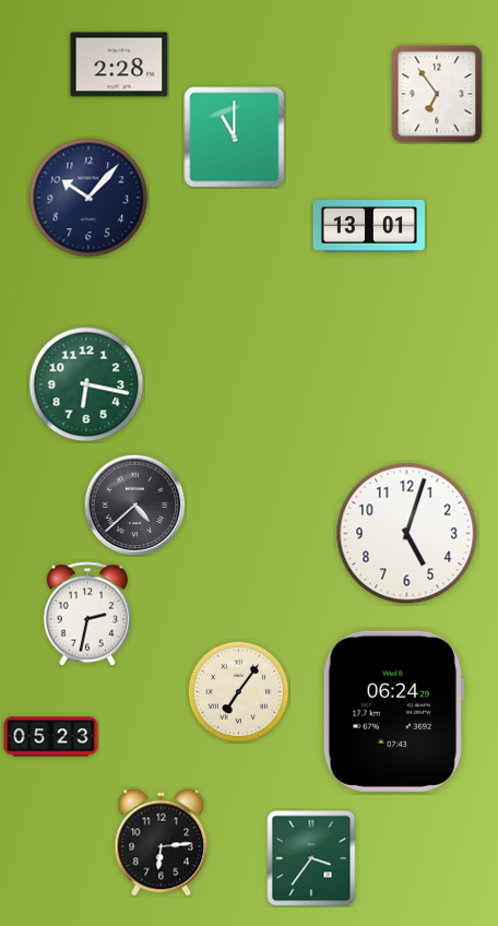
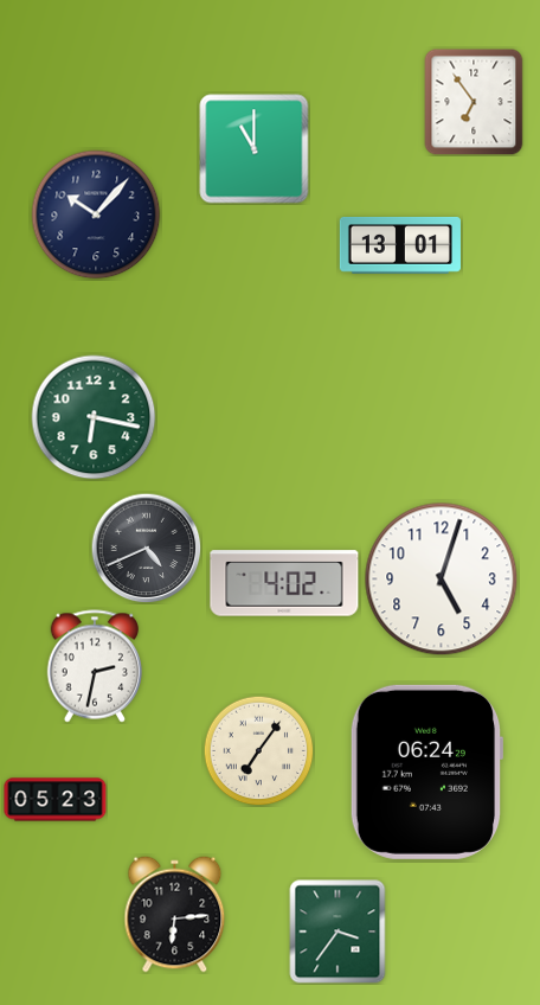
clock at (119, 64): 2:28 -> none
clock at (134, 504): 4:38 -> 4:41
clock at (284, 583): none -> 4:02
